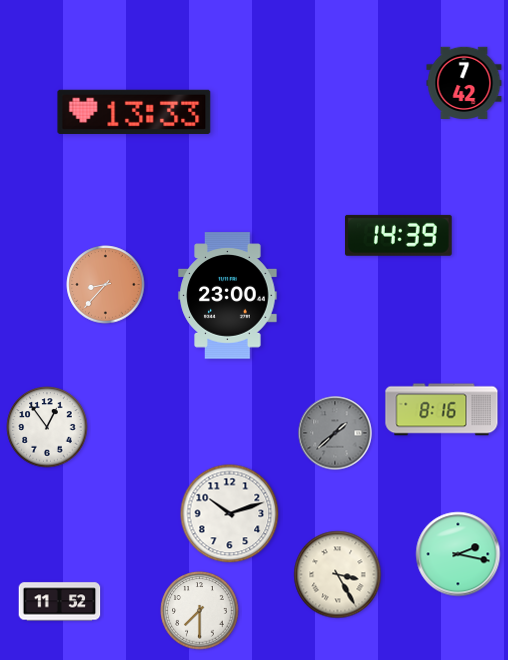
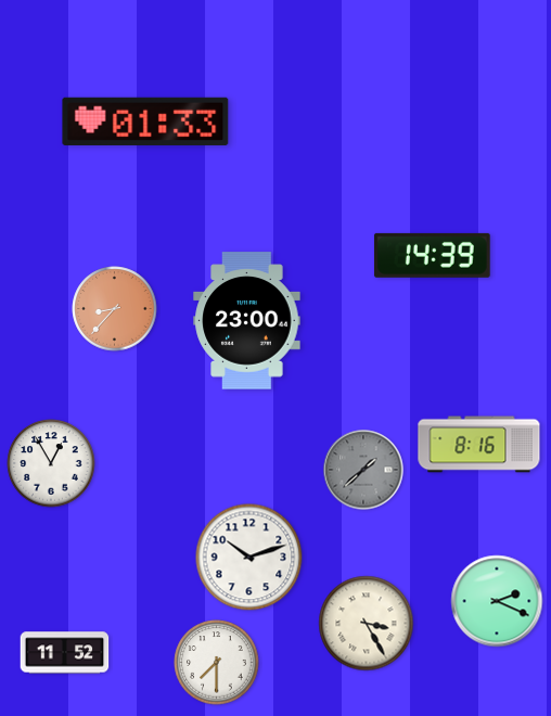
clock at (464, 82): 7:42 -> none
clock at (134, 112): 13:33 -> 01:33
clock at (47, 427): 12:54 -> 12:55
clock at (458, 554): 2:17 -> 2:19
